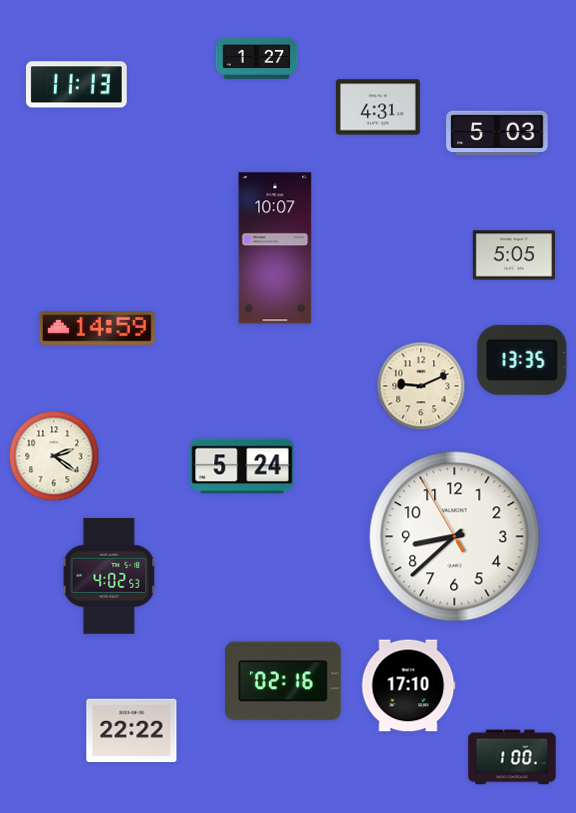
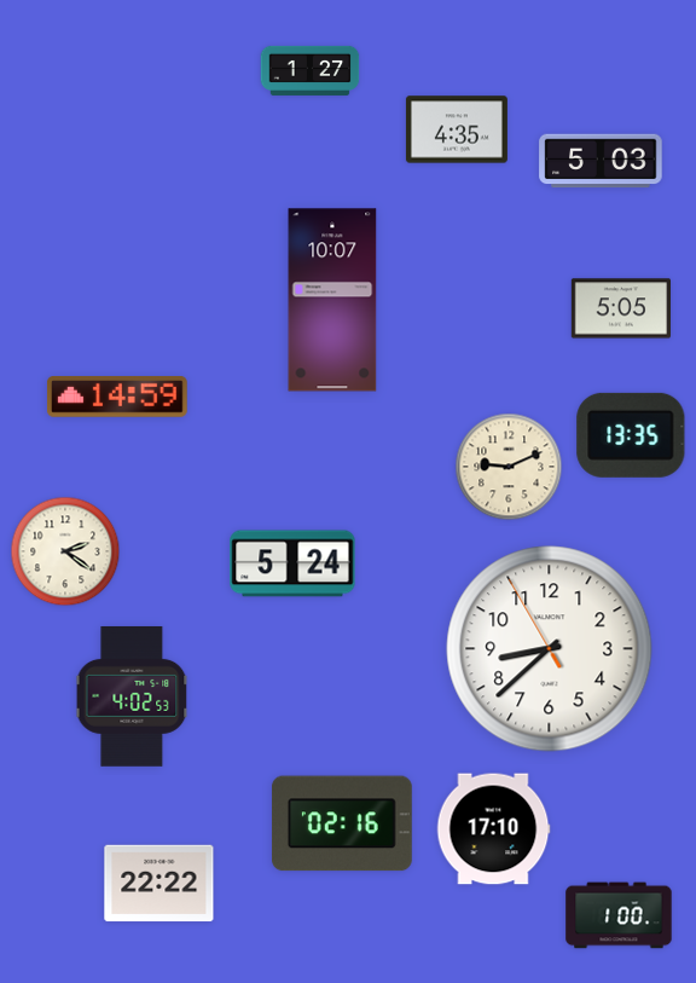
clock at (76, 85): 11:13 -> none
clock at (378, 107): 4:31 -> 4:35
